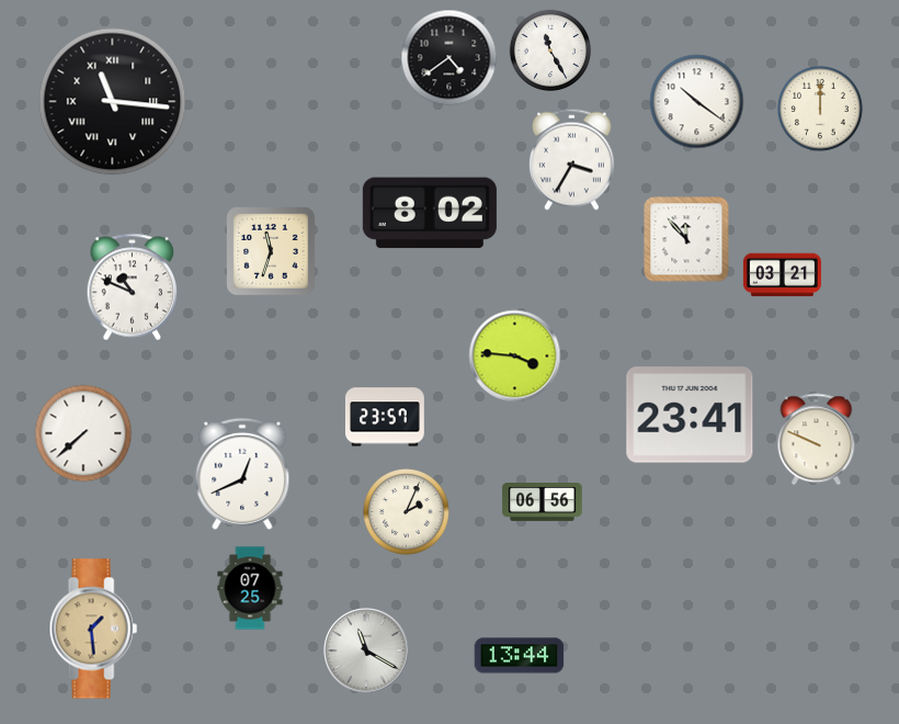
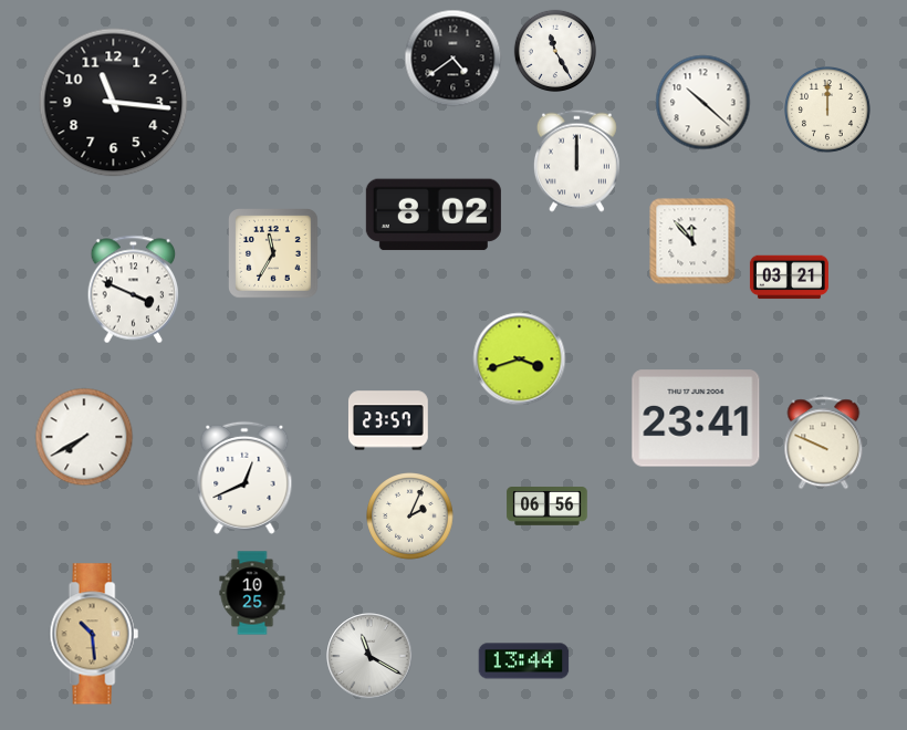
clock at (113, 102) numerals: Roman -> Arabic
clock at (697, 102): 10:21 -> 10:22
clock at (571, 159): 3:35 -> 12:00
clock at (271, 251): 11:33 -> 11:35
clock at (133, 287): 10:49 -> 3:49
clock at (515, 357): 3:46 -> 3:42
clock at (83, 433): 7:38 -> 7:40
clock at (250, 588): 07:25 -> 10:25
clock at (93, 629): 1:29 -> 10:29
